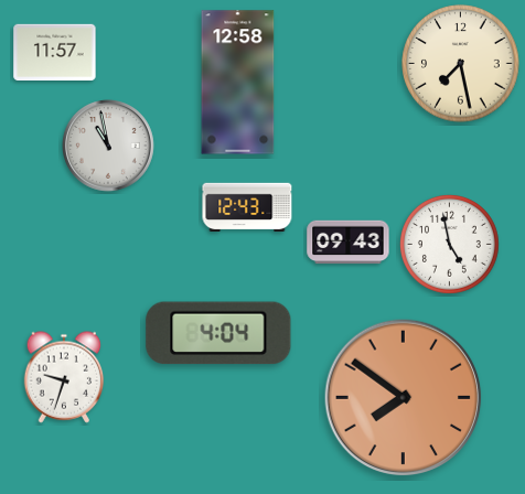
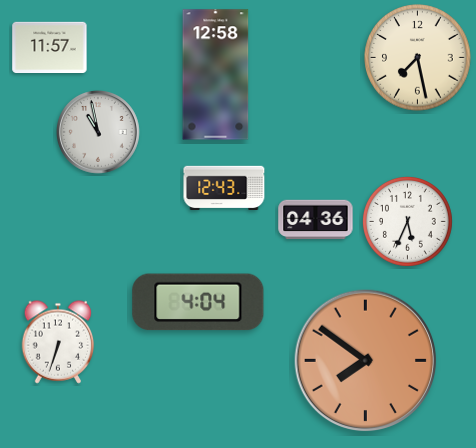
clock at (349, 243): 09:43 -> 04:36
clock at (449, 244): 4:58 -> 5:34
clock at (64, 377): 9:33 -> 6:33
